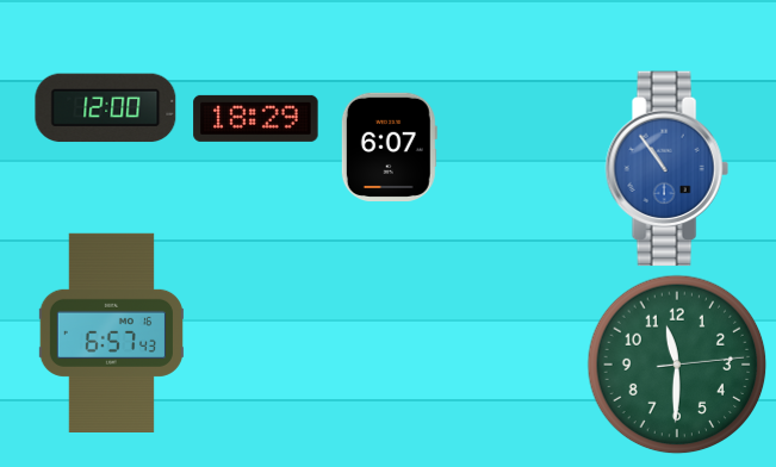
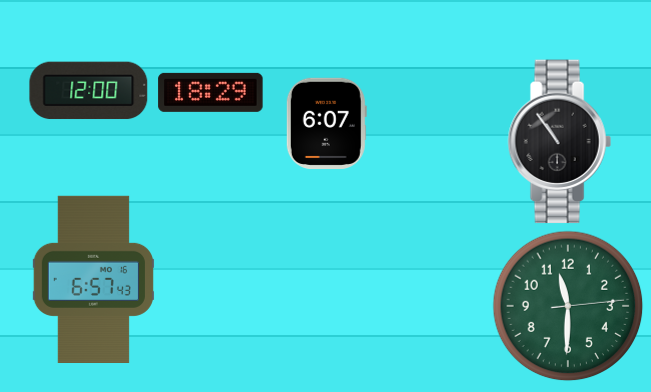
clock at (256, 118) position: (256, 118) -> (211, 92)
clock at (666, 169) dial: blue -> black
